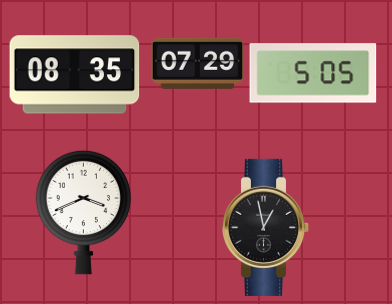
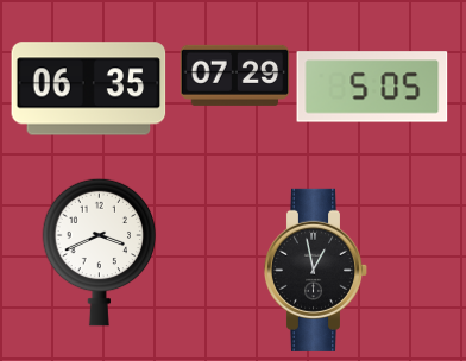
clock at (75, 75): 08:35 -> 06:35
